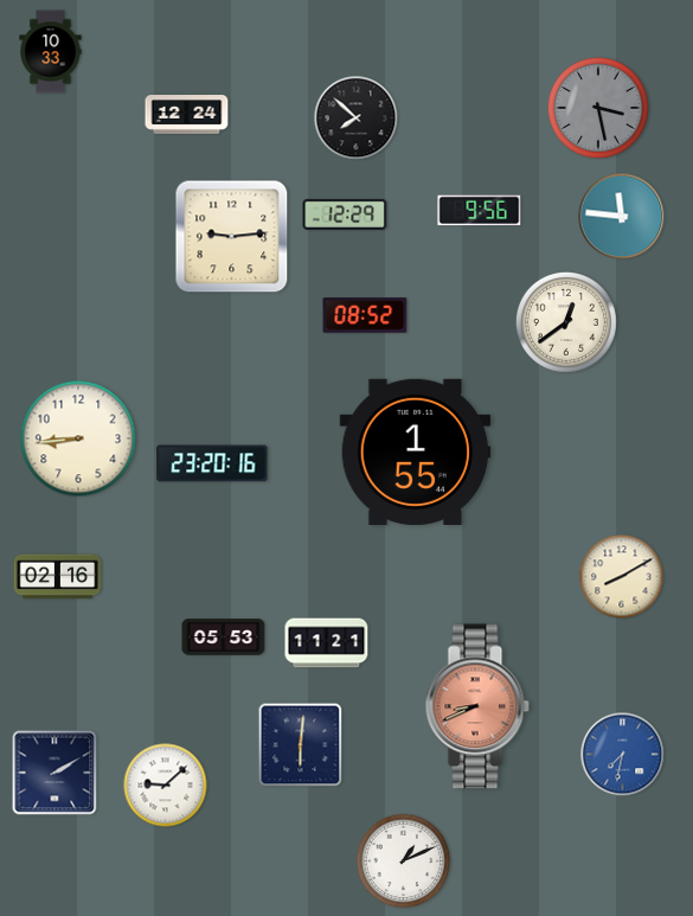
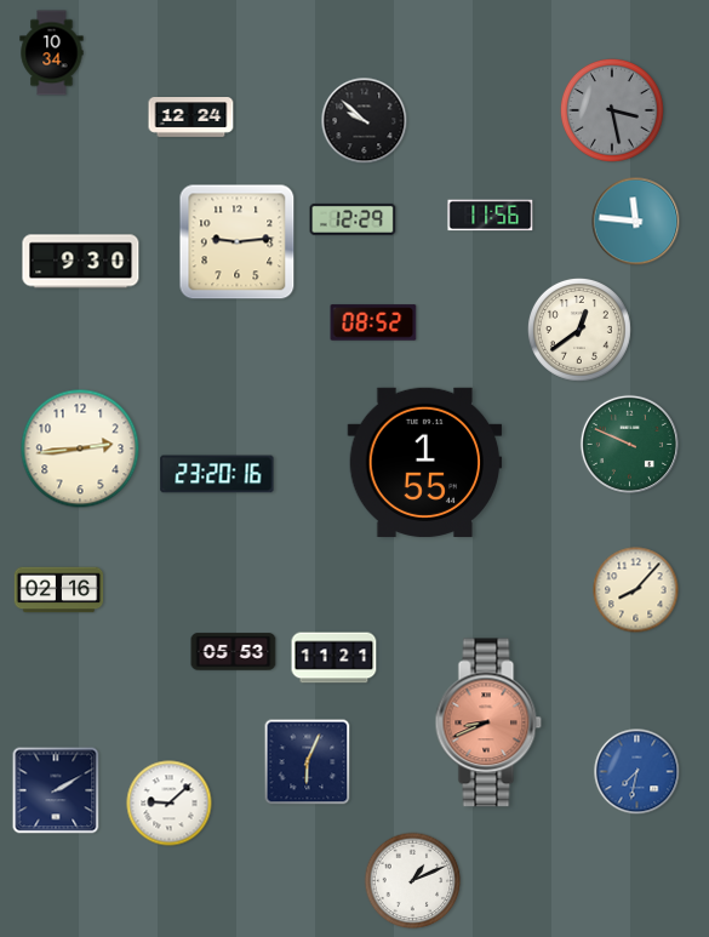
clock at (51, 52): 10:33 -> 10:34
clock at (357, 118): 7:52 -> 9:52
clock at (480, 211): 9:56 -> 11:56
clock at (81, 262): none -> 9:30
clock at (629, 444): none -> 9:49
clock at (78, 438): 8:44 -> 2:44
clock at (622, 577): 8:10 -> 8:07
clock at (224, 638) position: (224, 638) -> (234, 652)
clock at (301, 745): 6:01 -> 6:04
